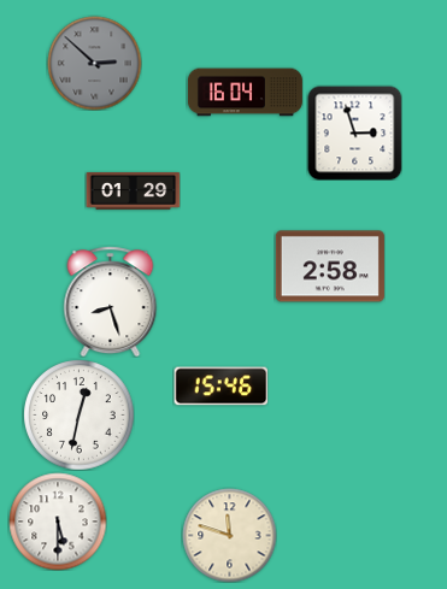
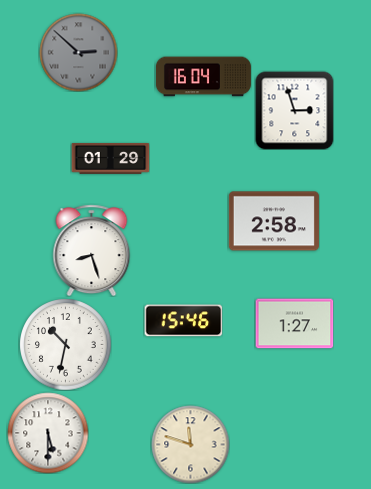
clock at (294, 324): none -> 1:27
clock at (78, 414): 12:32 -> 10:32
